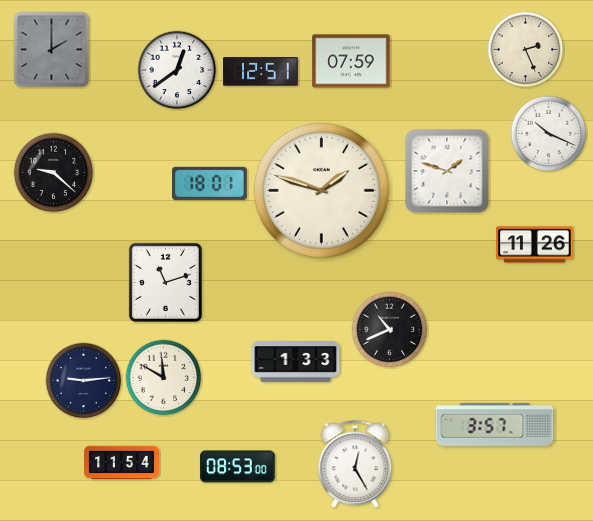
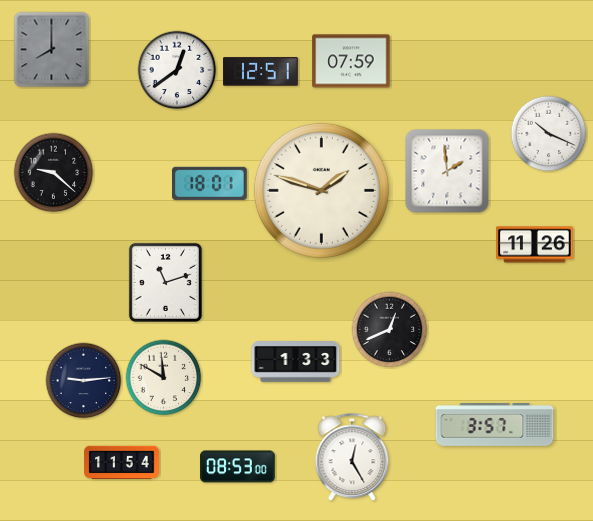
clock at (52, 50): 2:00 -> 8:00
clock at (526, 50): 2:26 -> none
clock at (447, 171): 1:48 -> 1:59
clock at (390, 330): 10:41 -> 12:41
clock at (355, 465) position: (355, 465) -> (352, 458)
